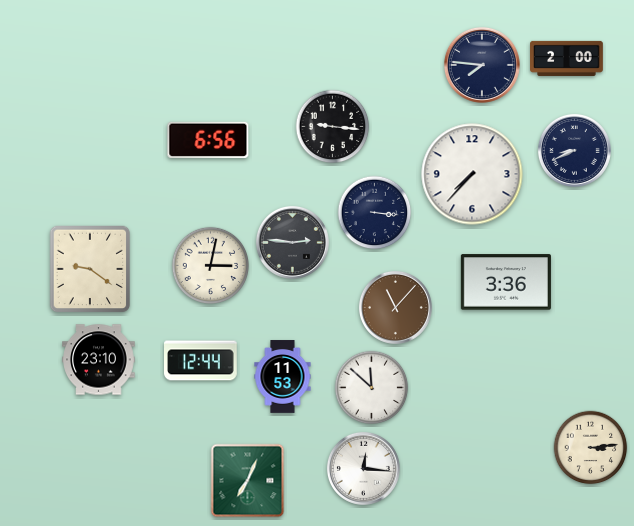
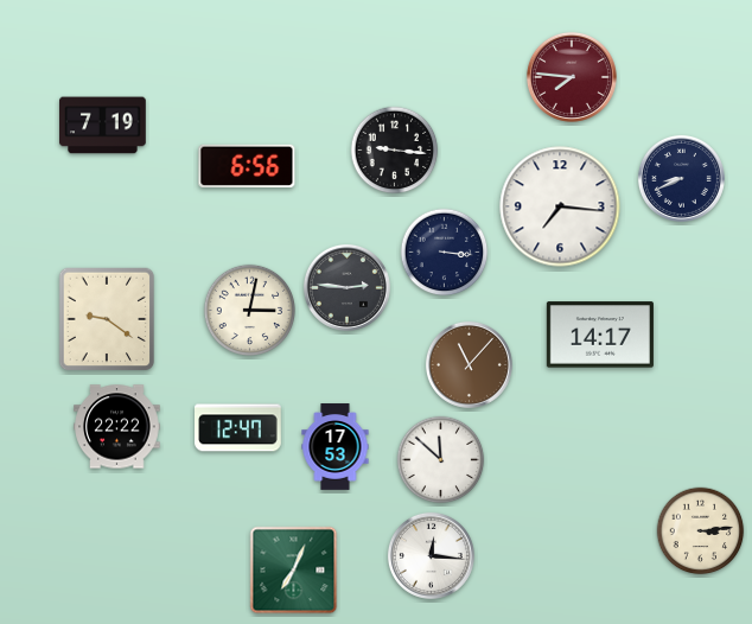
clock at (567, 58): 2:00 -> none
clock at (482, 65) dial: navy -> burgundy
clock at (103, 126): none -> 7:19
clock at (472, 174): 7:37 -> 7:16
clock at (210, 265) position: (210, 265) -> (249, 310)
clock at (506, 282): 3:36 -> 14:17
clock at (99, 360): 23:10 -> 22:22
clock at (201, 361): 12:44 -> 12:47
clock at (283, 377): 11:53 -> 17:53
